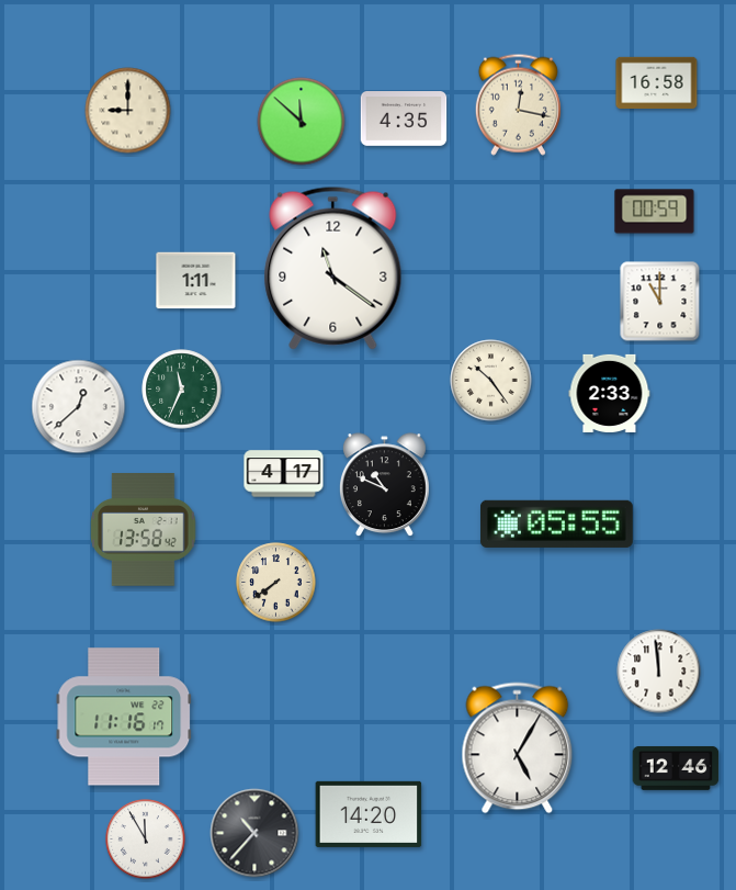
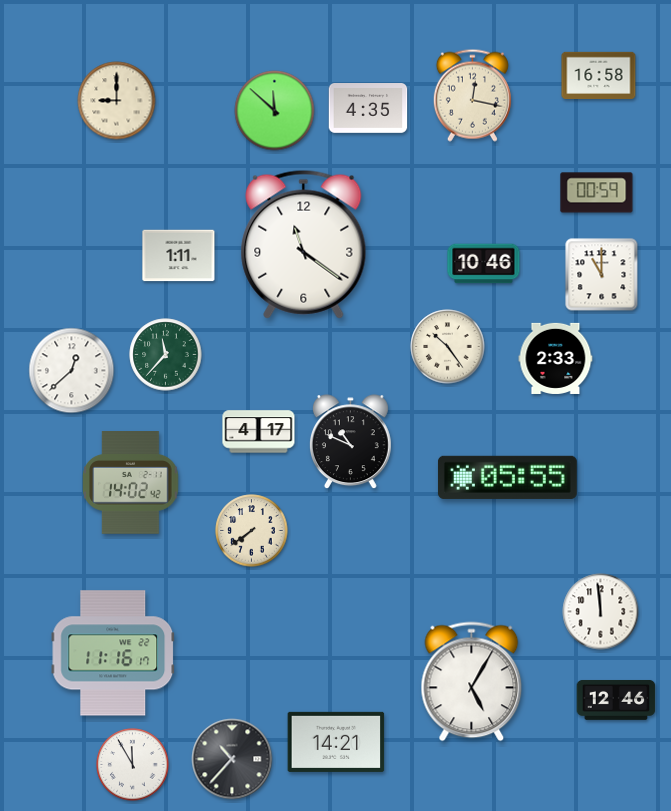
clock at (484, 264): none -> 10:46
clock at (182, 390): 11:34 -> 11:37
clock at (144, 530): 13:58 -> 14:02
clock at (369, 814): 14:20 -> 14:21
